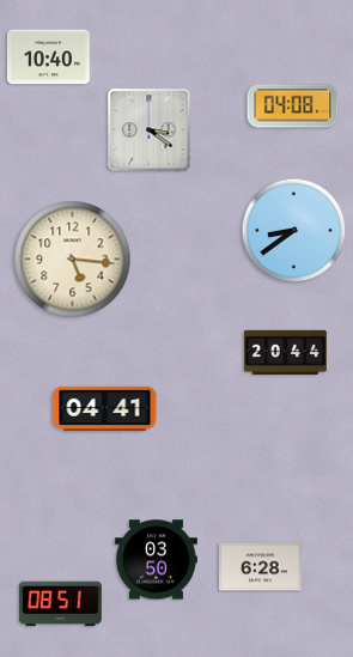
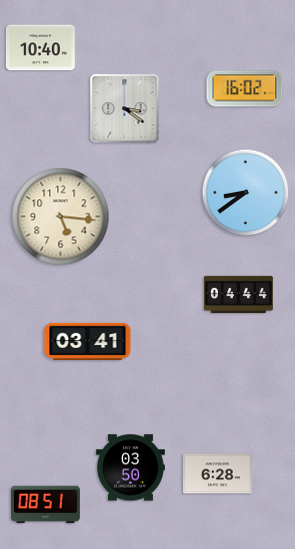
clock at (293, 107): 04:08 -> 16:02
clock at (285, 352): 20:44 -> 04:44
clock at (105, 408): 04:41 -> 03:41
clock at (60, 604) position: (60, 604) -> (45, 505)
